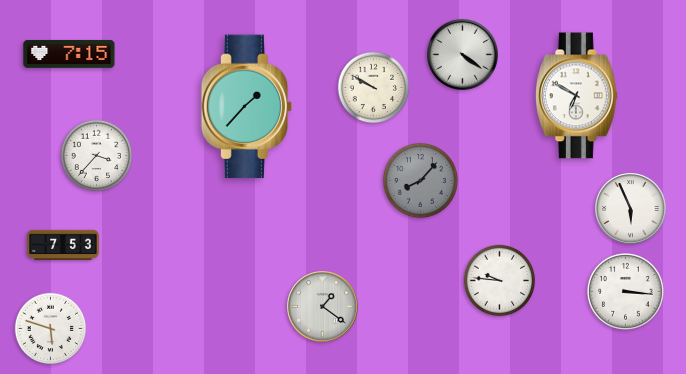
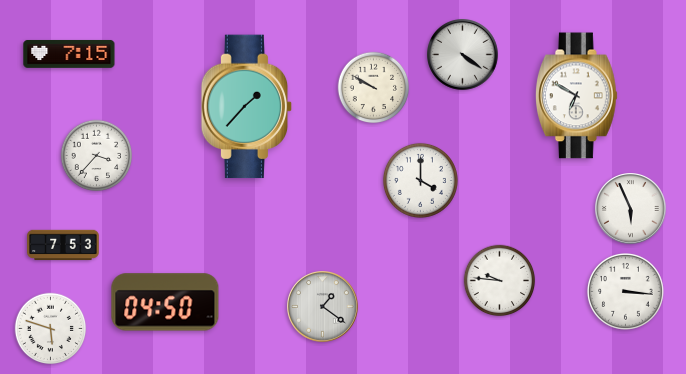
clock at (420, 180): 8:07 -> 4:00
clock at (420, 180) dial: grey -> white
clock at (165, 302): none -> 04:50
